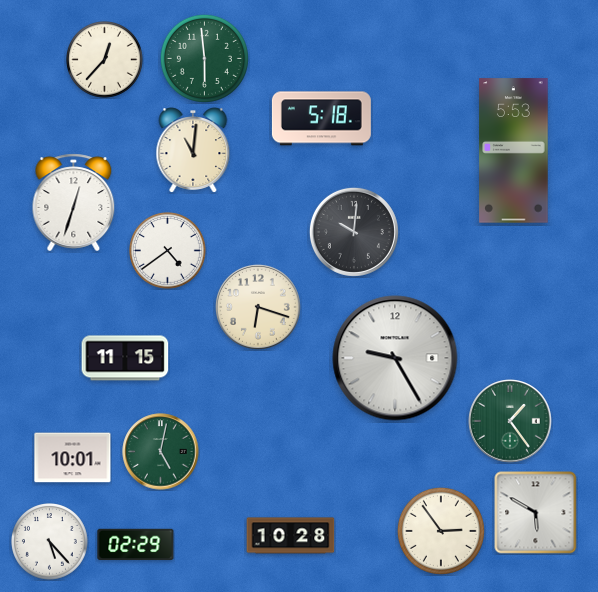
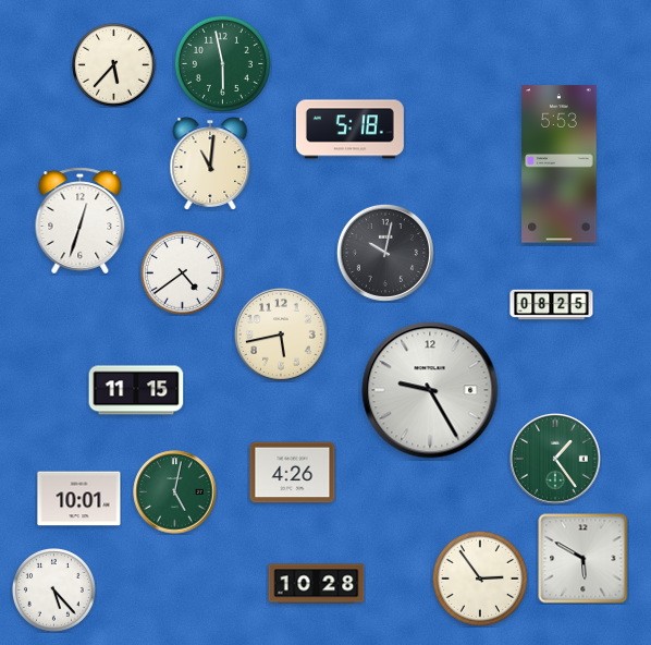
clock at (204, 58): 5:59 -> 5:58
clock at (105, 60): 12:37 -> 5:37
clock at (354, 232): 10:01 -> 10:02
clock at (552, 305): none -> 08:25
clock at (258, 307): 6:18 -> 5:43
clock at (293, 473): none -> 4:26
clock at (136, 545): 02:29 -> none
